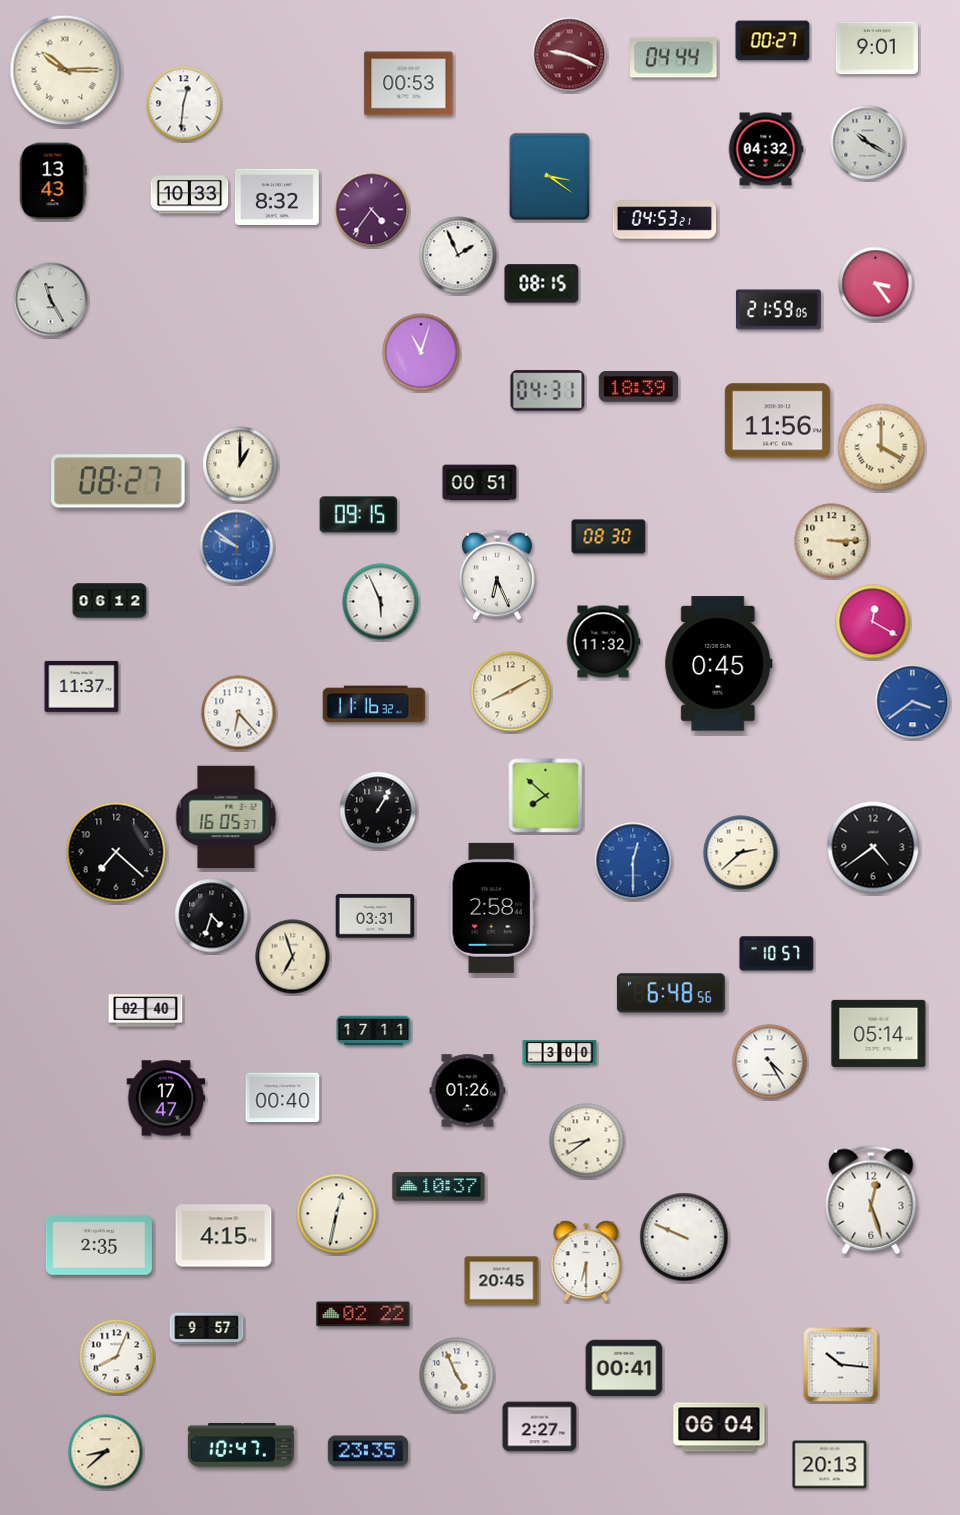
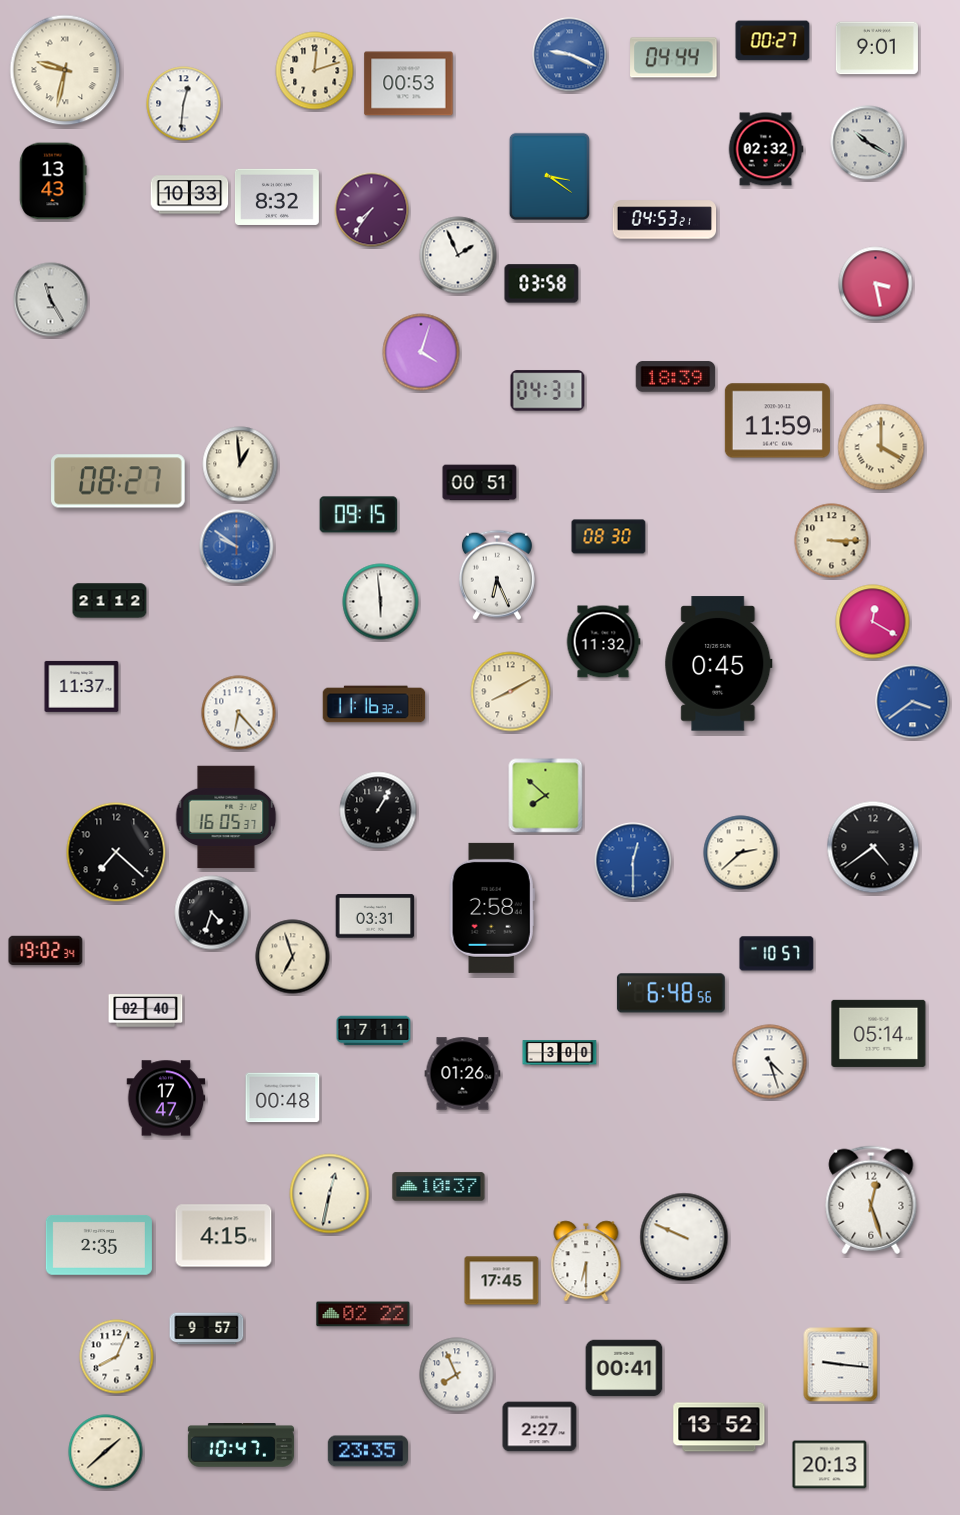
clock at (570, 55) dial: burgundy -> blue
clock at (65, 70): 10:15 -> 9:32
clock at (315, 71): none -> 12:12
clock at (766, 149): 04:32 -> 02:32
clock at (372, 210): 4:36 -> 7:36
clock at (542, 284): 08:15 -> 03:58
clock at (876, 284): 3:24 -> 3:28
clock at (779, 310): 21:59 -> none
clock at (421, 352): 11:03 -> 4:03
clock at (639, 387) position: (639, 387) -> (676, 377)
clock at (777, 421): 11:56 -> 11:59
clock at (240, 464): 1:00 -> 12:59
clock at (110, 601): 06:12 -> 21:12
clock at (381, 602): 5:56 -> 5:59
clock at (212, 916) position: (212, 916) -> (212, 913)
clock at (46, 950): none -> 19:02
clock at (770, 1062): 4:25 -> 4:27
clock at (468, 1091) position: (468, 1091) -> (463, 1074)
clock at (283, 1098): 00:40 -> 00:48
clock at (587, 1141): 8:39 -> none
clock at (337, 1214) position: (337, 1214) -> (330, 1194)
clock at (502, 1281): 20:45 -> 17:45
clock at (841, 1365): 10:16 -> 9:16
clock at (457, 1375): 4:56 -> 7:56
clock at (719, 1427): 06:04 -> 13:52
clock at (106, 1452): 8:38 -> 1:38
